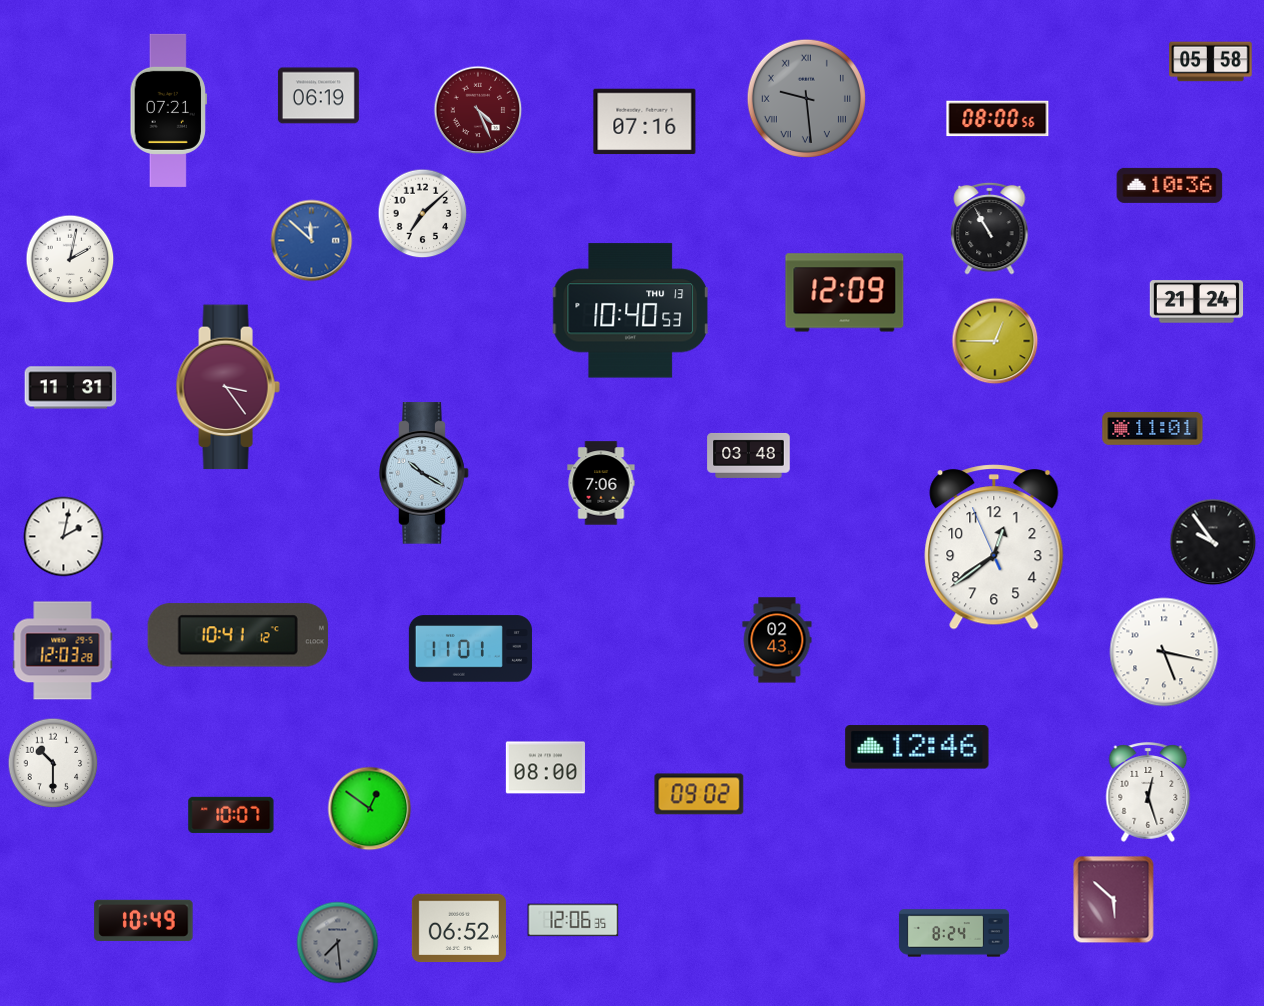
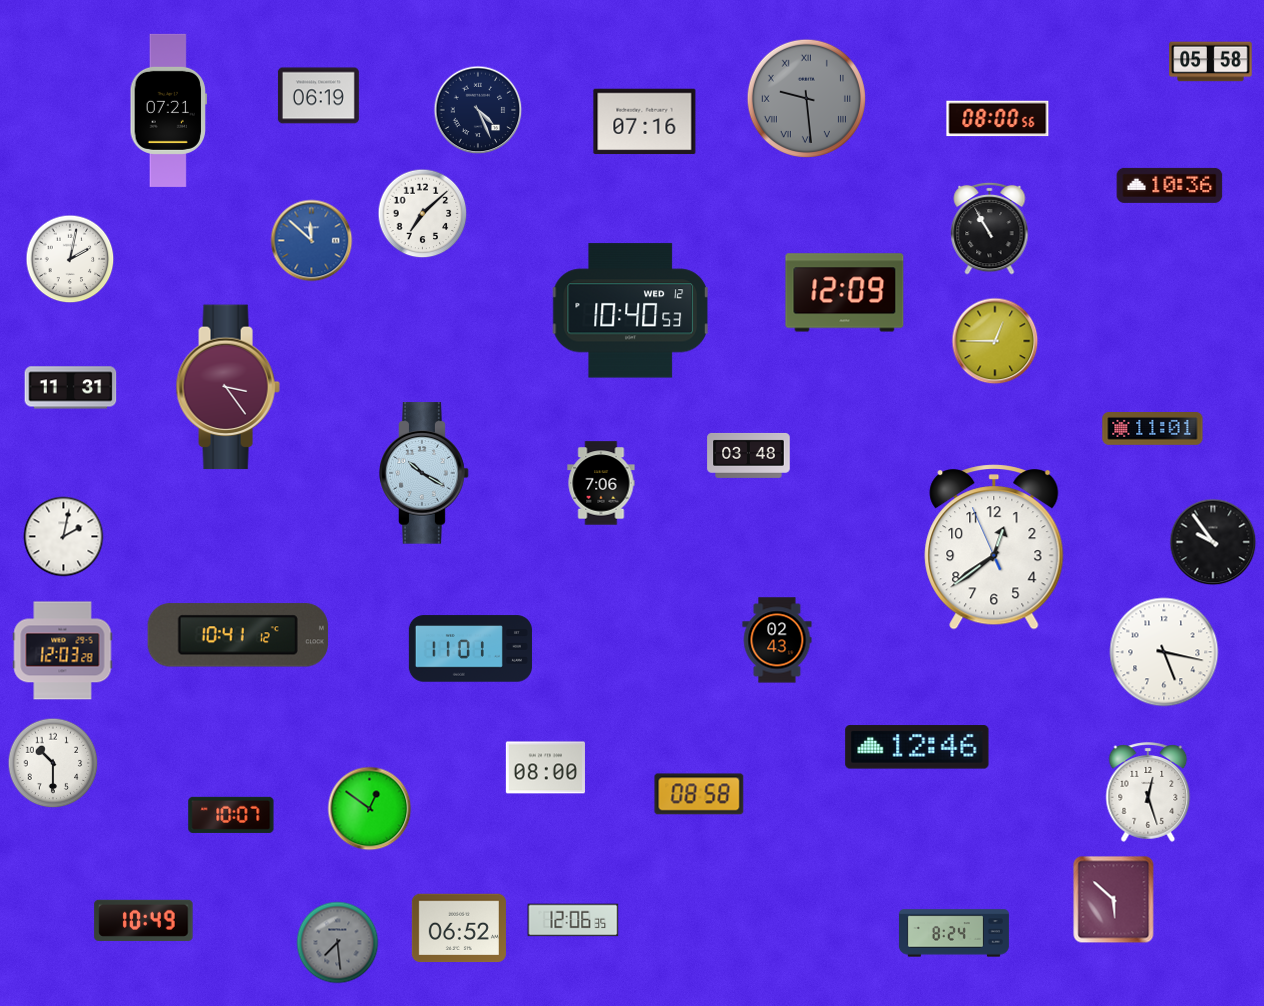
clock at (478, 110) dial: burgundy -> navy
clock at (1197, 302): 21:24 -> none
clock at (630, 311) date: THU 13 -> WED 12
clock at (699, 794): 09:02 -> 08:58
